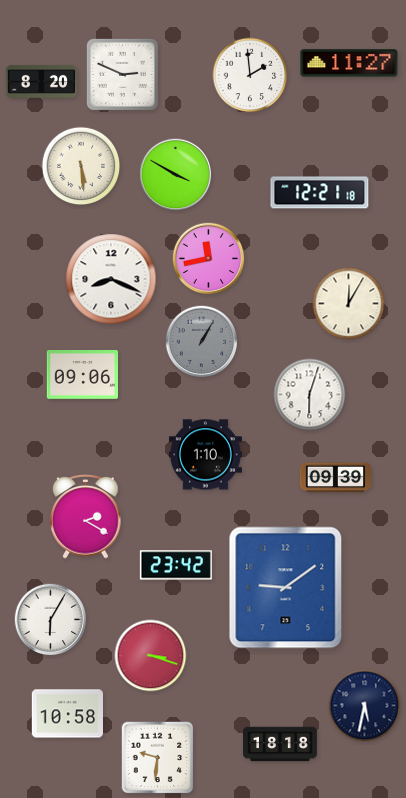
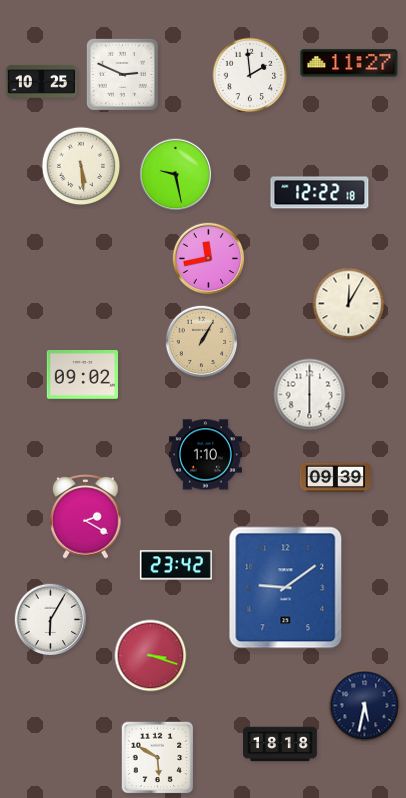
clock at (42, 82): 8:20 -> 10:25
clock at (176, 175): 3:50 -> 9:28
clock at (320, 193): 12:21 -> 12:22
clock at (111, 279): 8:19 -> none
clock at (202, 342) dial: grey -> champagne
clock at (83, 375): 09:06 -> 09:02
clock at (310, 395): 6:03 -> 6:00
clock at (68, 714): 10:58 -> none
clock at (158, 758): 9:31 -> 5:50
